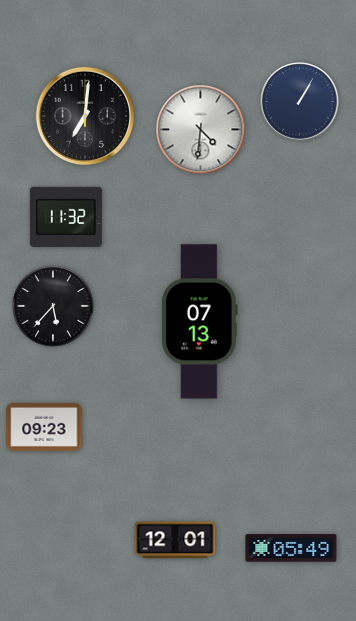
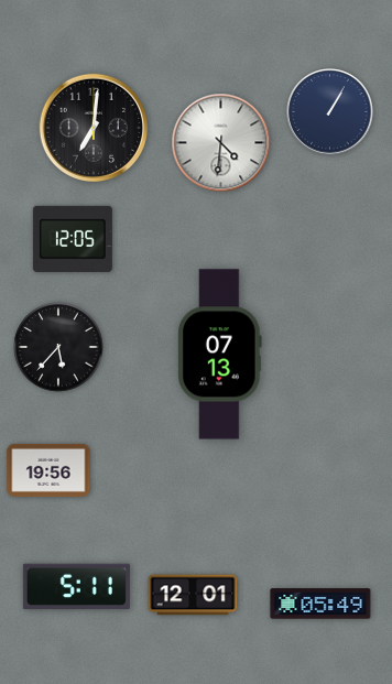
clock at (66, 217): 11:32 -> 12:05
clock at (53, 306) position: (53, 306) -> (58, 347)
clock at (44, 427): 09:23 -> 19:56
clock at (76, 587): none -> 5:11
